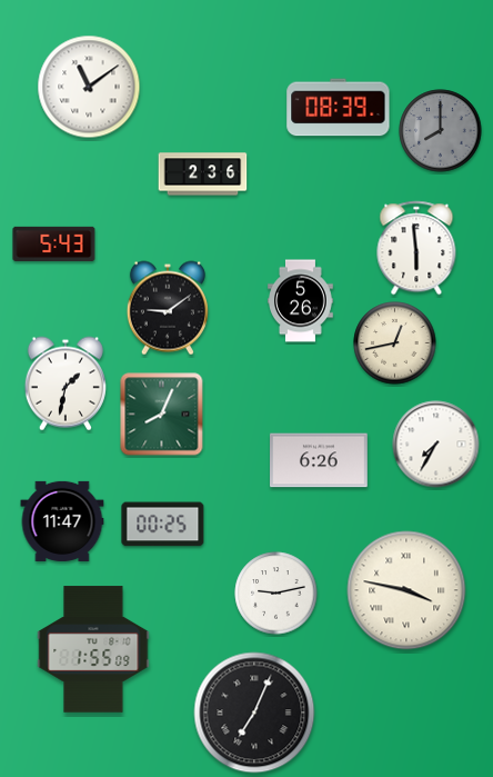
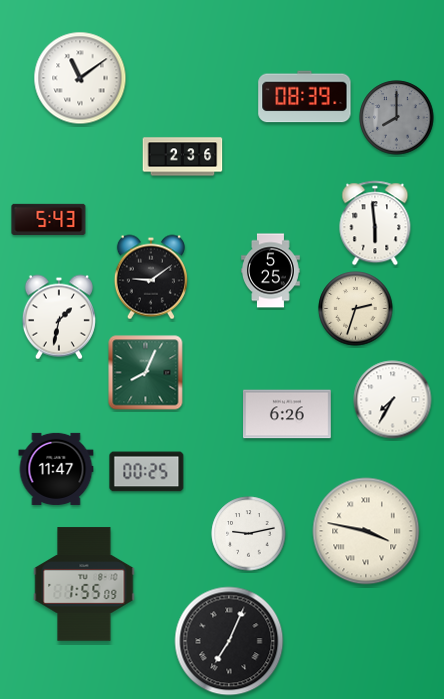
clock at (301, 301): 5:26 -> 5:25
clock at (395, 343): 12:43 -> 2:33
clock at (66, 383) position: (66, 383) -> (59, 317)
